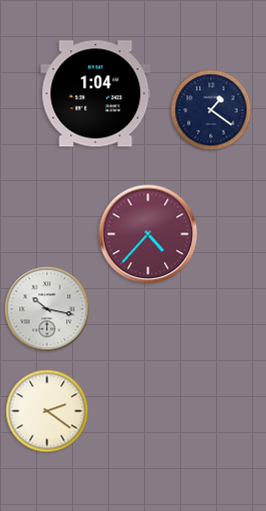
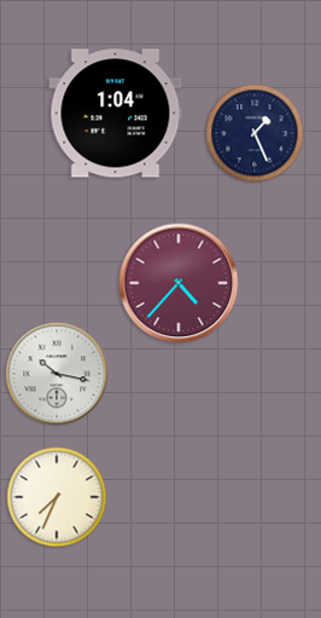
clock at (211, 110): 1:21 -> 1:26
clock at (47, 411): 2:21 -> 7:34
